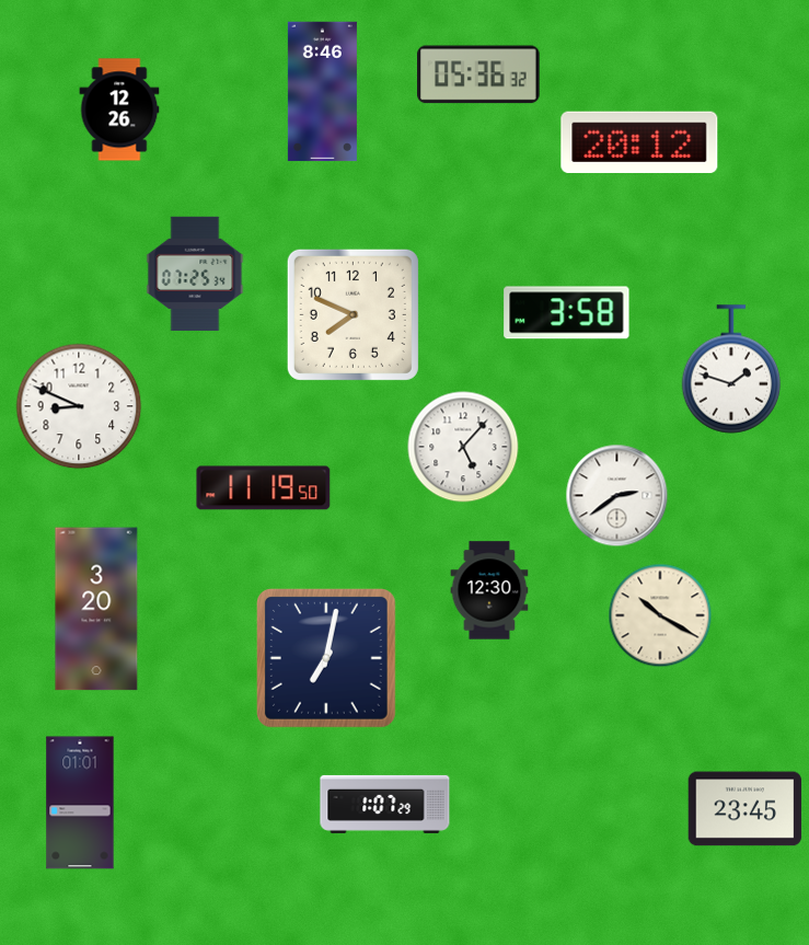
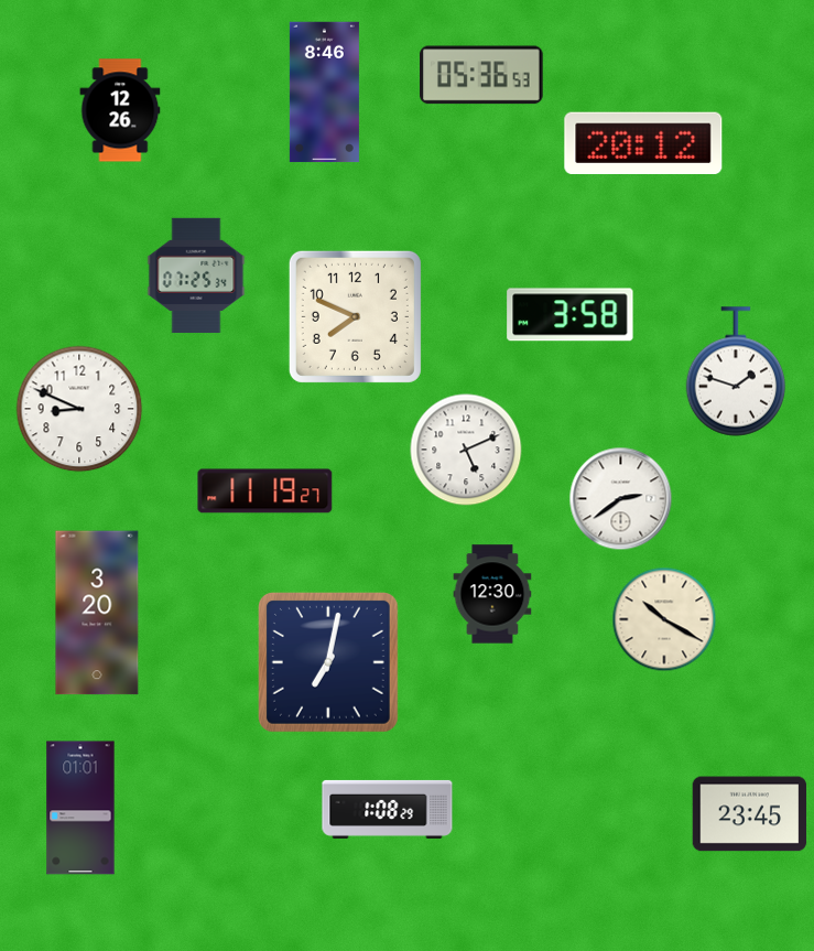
clock at (478, 74): 05:36:32 -> 05:36:53
clock at (463, 447): 5:07 -> 5:11
clock at (264, 488): 11:19:50 -> 11:19:27
clock at (385, 804): 1:07 -> 1:08
